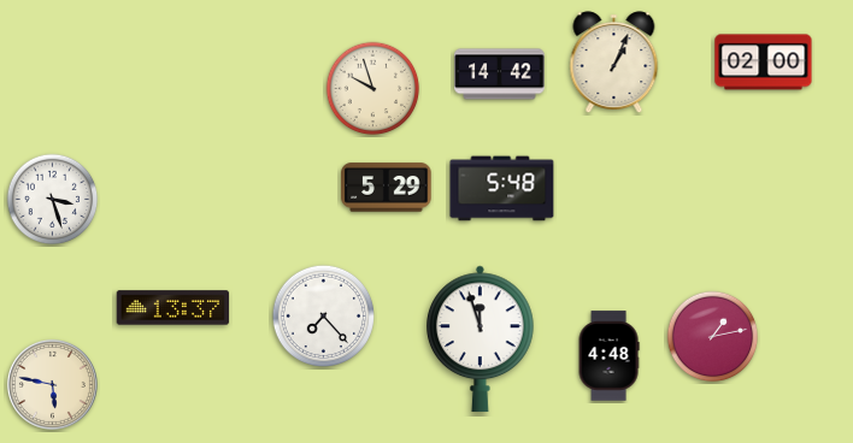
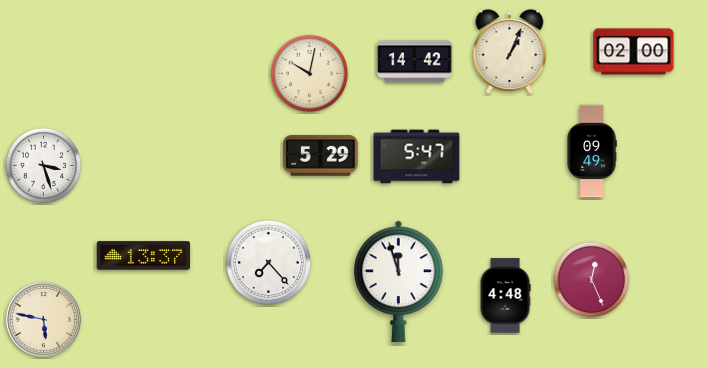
clock at (373, 89): 9:57 -> 10:02
clock at (592, 151): none -> 09:49
clock at (502, 189): 5:48 -> 5:47
clock at (713, 337): 1:13 -> 12:26
